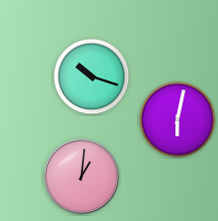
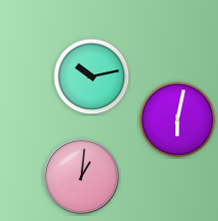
clock at (92, 77): 10:18 -> 10:13
